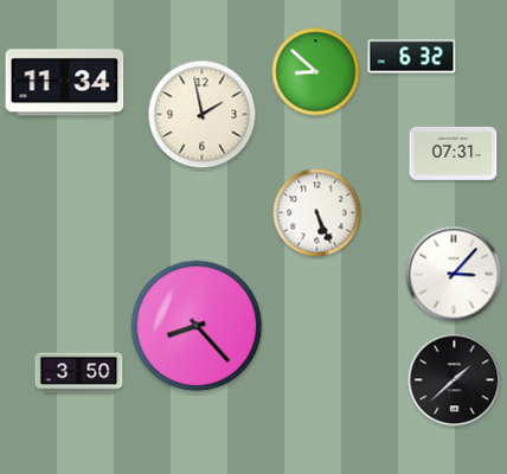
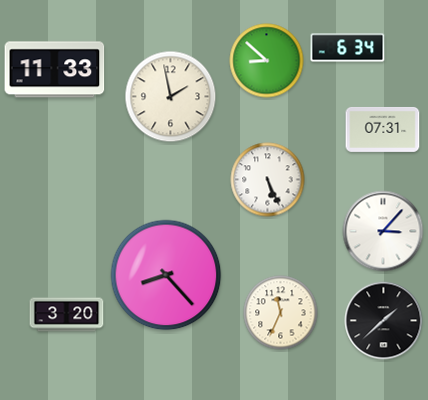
clock at (412, 57): 6:32 -> 6:34
clock at (65, 83): 11:34 -> 11:33
clock at (281, 313): none -> 11:34
clock at (79, 373): 3:50 -> 3:20
